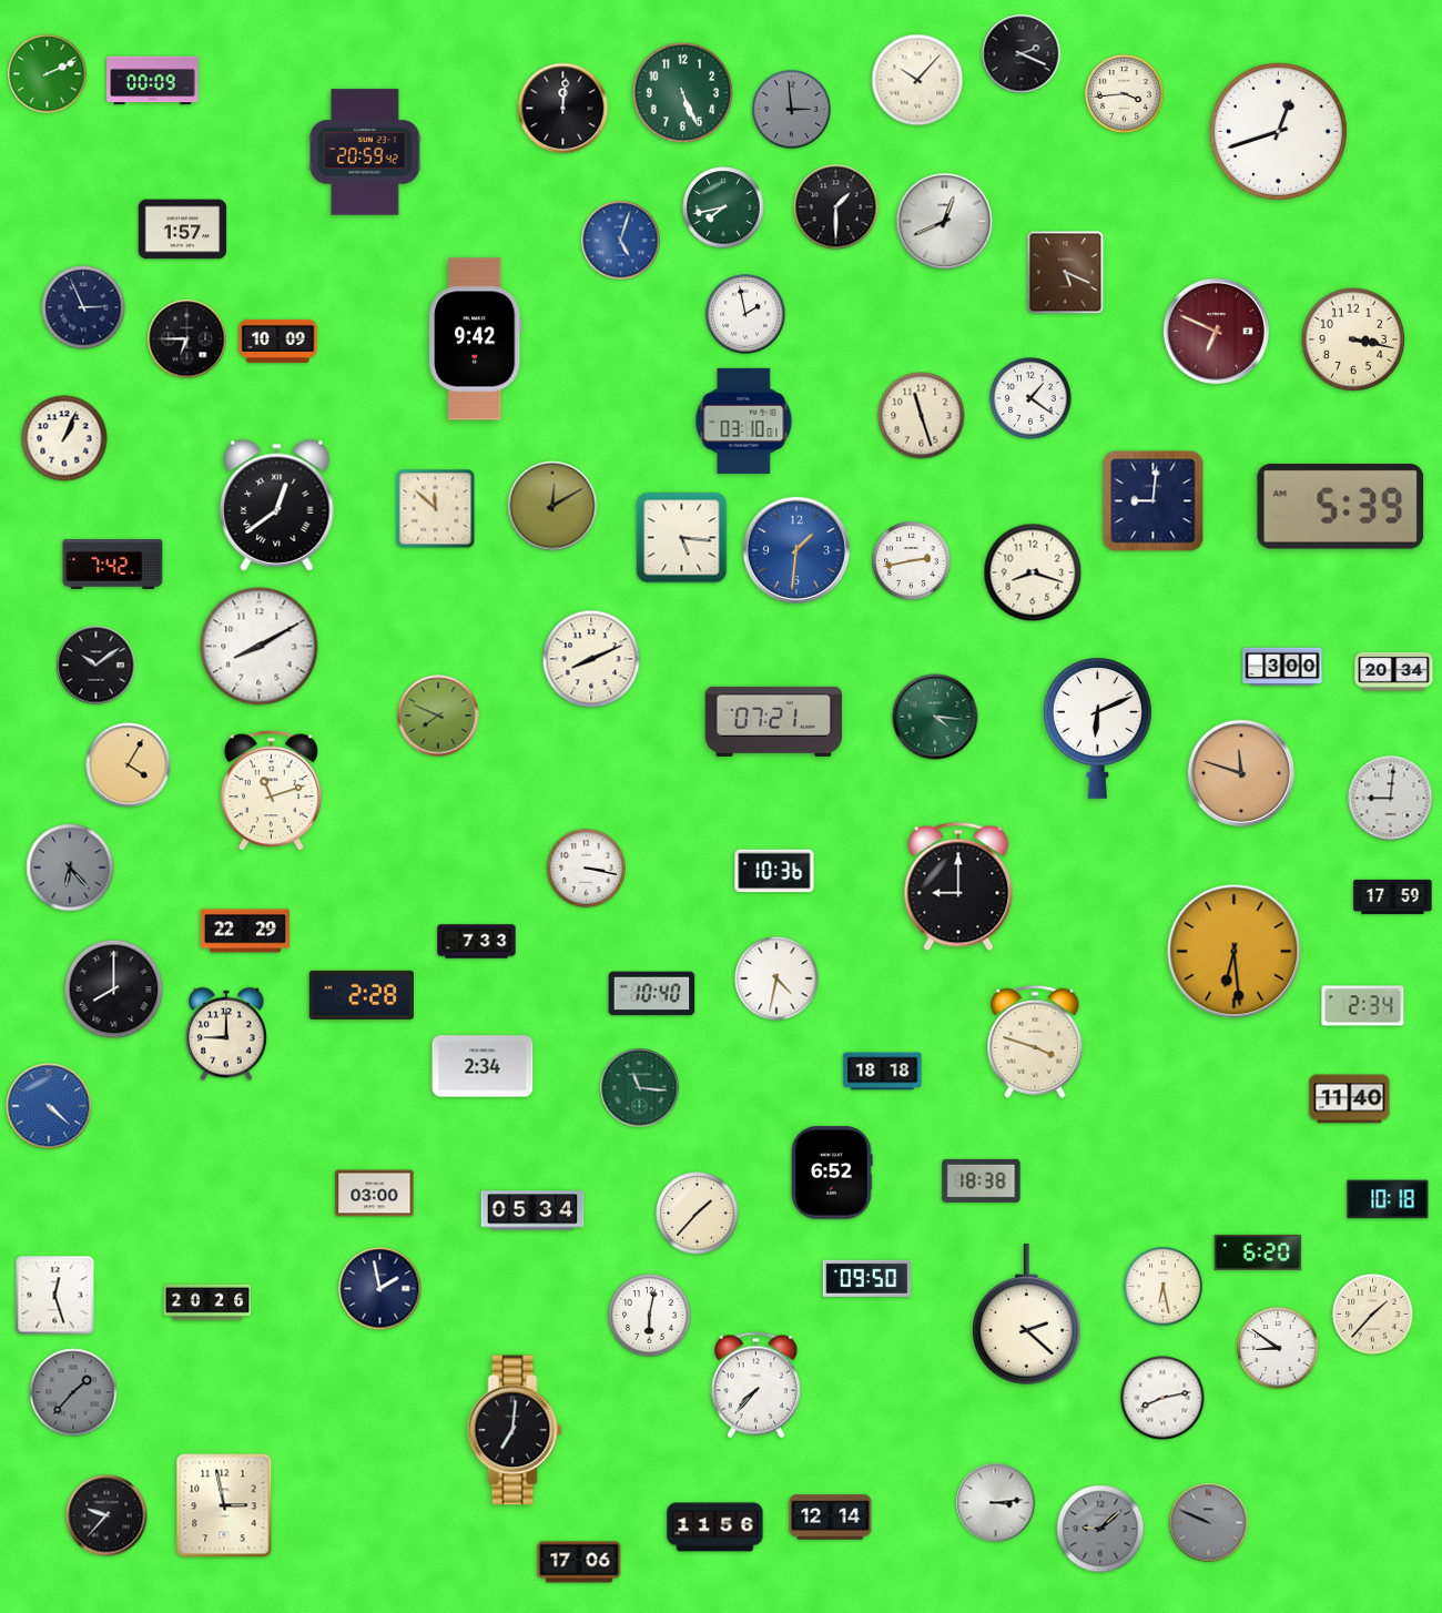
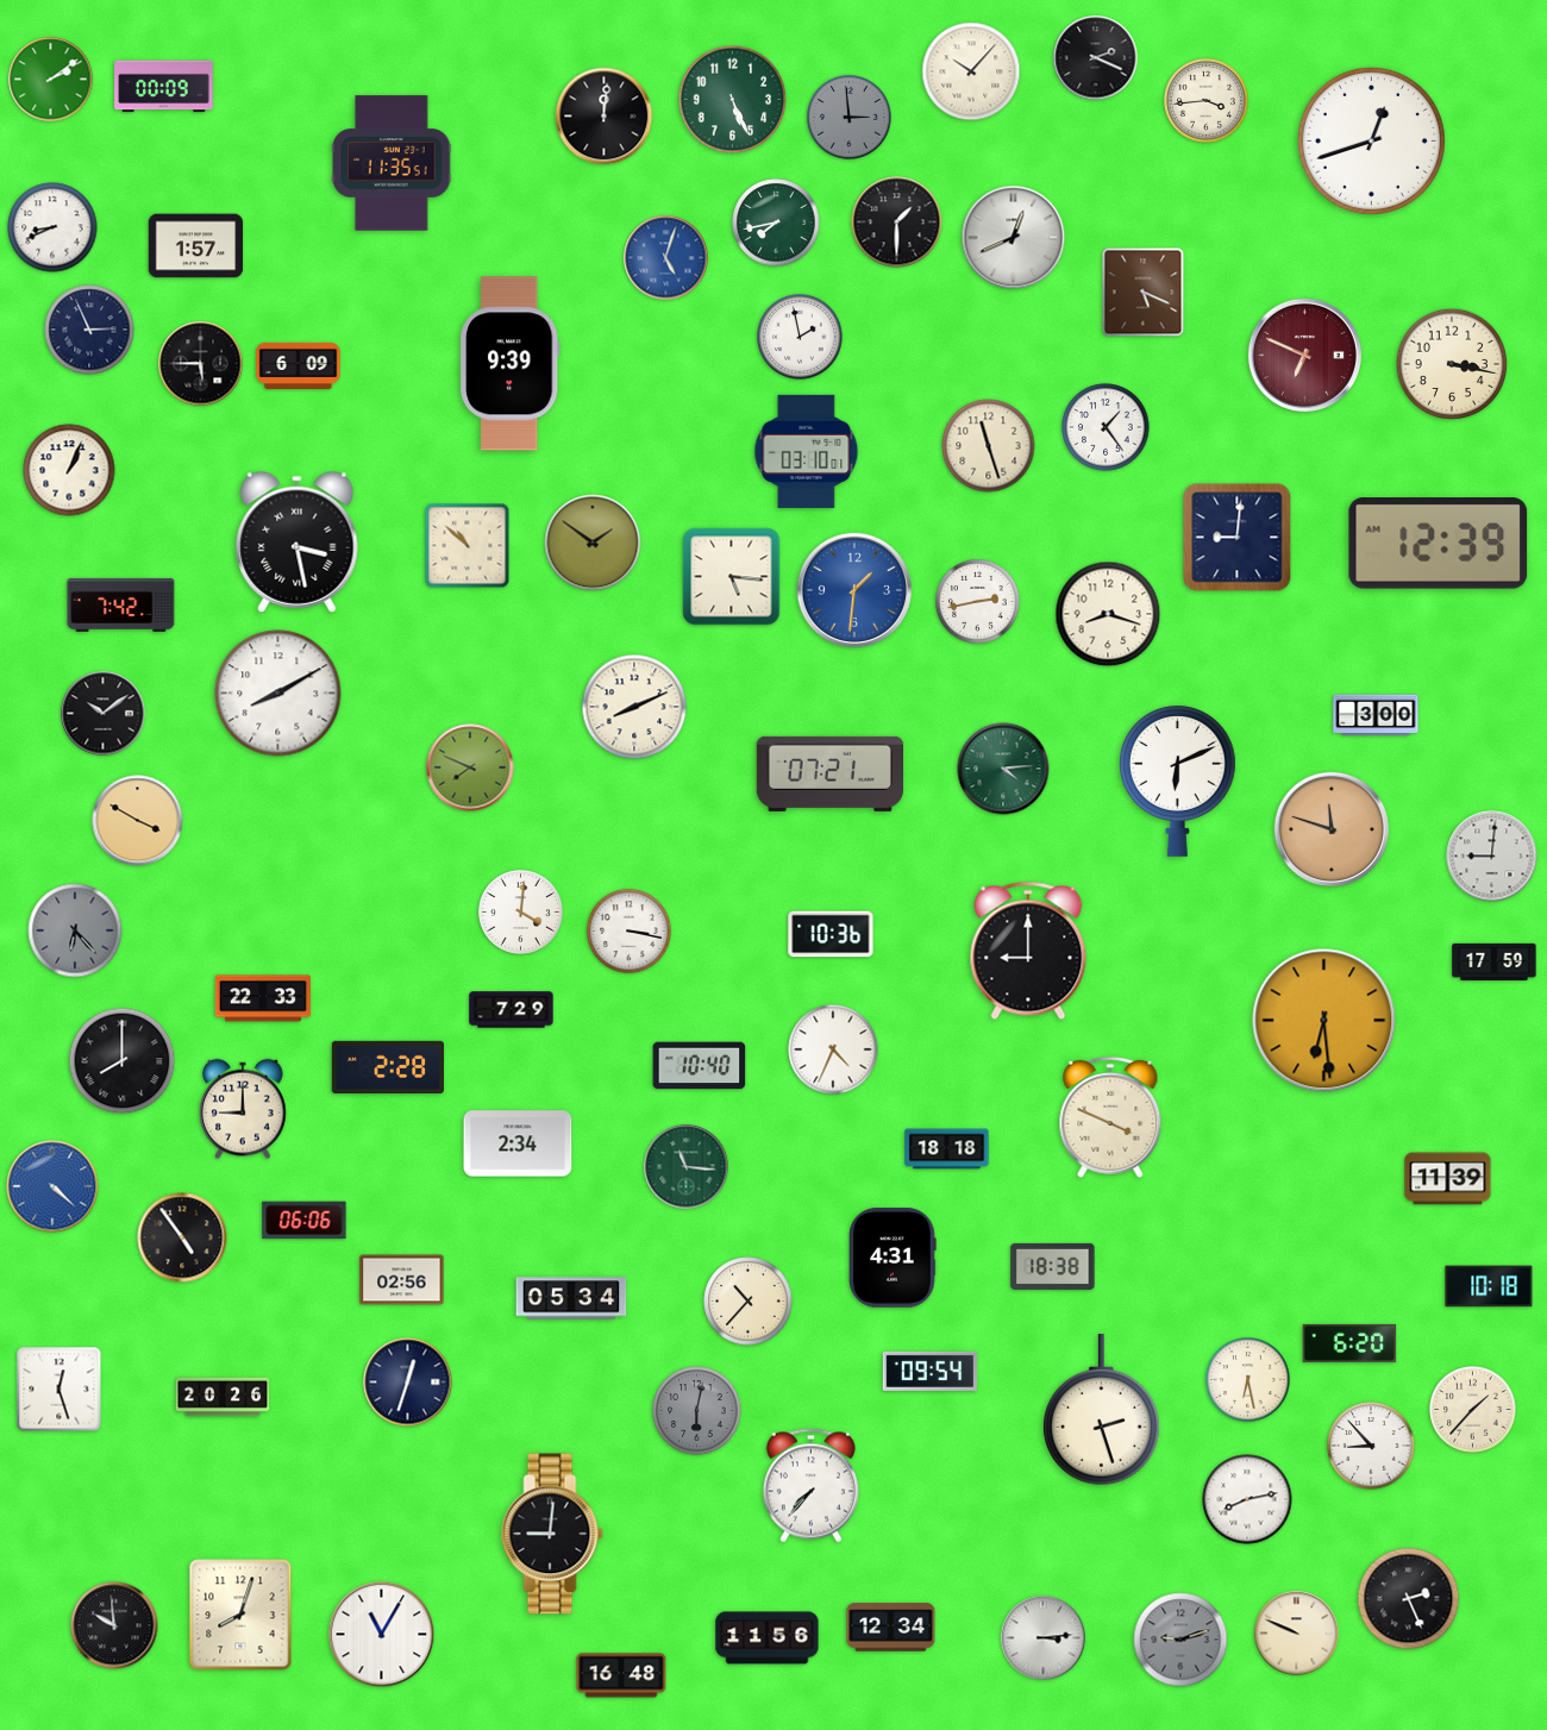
clock at (48, 74): 2:11 -> 2:09
clock at (917, 80) position: (917, 80) -> (971, 71)
clock at (366, 152): 20:59 -> 11:35
clock at (52, 227): none -> 8:41
clock at (187, 339): 6:45 -> 5:45
clock at (476, 339): 9:42 -> 9:39
clock at (278, 341): 10:09 -> 6:09
clock at (1030, 398): 1:21 -> 1:24
clock at (744, 420) position: (744, 420) -> (807, 451)
clock at (277, 505): 12:39 -> 3:28
clock at (552, 506): 12:10 -> 1:51
clock at (1341, 507): 5:39 -> 12:39
clock at (436, 509): 11:52 -> 10:52
clock at (1394, 671): 20:34 -> none
clock at (935, 717): 4:16 -> 4:14
clock at (129, 765): 4:05 -> 3:50
clock at (271, 791): 11:12 -> none
clock at (521, 913): none -> 4:01
clock at (245, 931): 22:29 -> 22:33
clock at (477, 942): 7:33 -> 7:29
clock at (776, 978): 4:32 -> 4:34
clock at (1363, 1006): 2:34 -> none
clock at (1035, 1042): 3:48 -> 3:49
clock at (1350, 1099): 11:40 -> 11:39
clock at (305, 1221): none -> 06:06
clock at (182, 1237): none -> 4:54
clock at (832, 1173): 6:52 -> 4:31
clock at (375, 1194): 03:00 -> 02:56
clock at (698, 1214): 1:37 -> 10:37
clock at (867, 1278): 09:50 -> 09:54
clock at (380, 1289): 1:58 -> 12:33
clock at (1027, 1315): 2:22 -> 2:27
clock at (650, 1316) dial: white -> grey
clock at (1278, 1348): 8:51 -> 8:53
clock at (73, 1392): 1:37 -> none
clock at (515, 1430): 7:01 -> 9:01
clock at (1409, 1599): none -> 2:26
clock at (996, 1503) position: (996, 1503) -> (1044, 1638)
clock at (224, 1505): 2:58 -> 8:03
clock at (106, 1515): 9:37 -> 9:59
clock at (831, 1518): 12:14 -> 12:34
clock at (1209, 1523) dial: grey -> cream
clock at (382, 1635): none -> 11:05
clock at (1100, 1529): 9:08 -> 9:12
clock at (579, 1562): 17:06 -> 16:48
